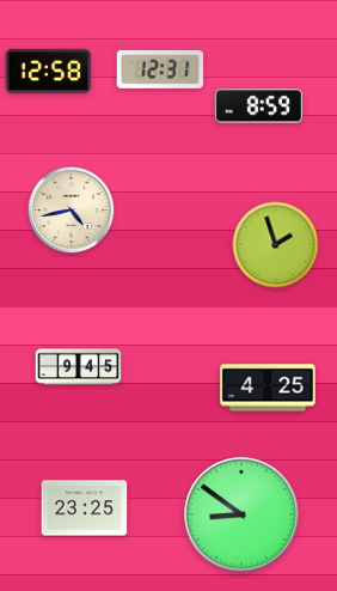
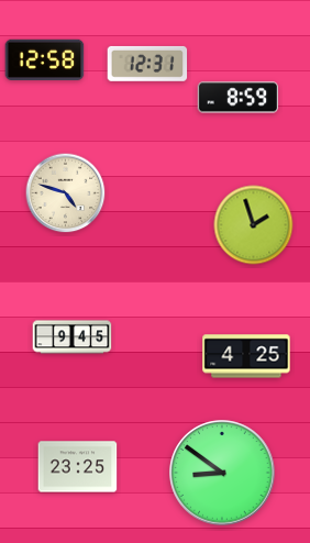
clock at (49, 71) position: (49, 71) -> (45, 59)
clock at (72, 211): 4:43 -> 4:48
